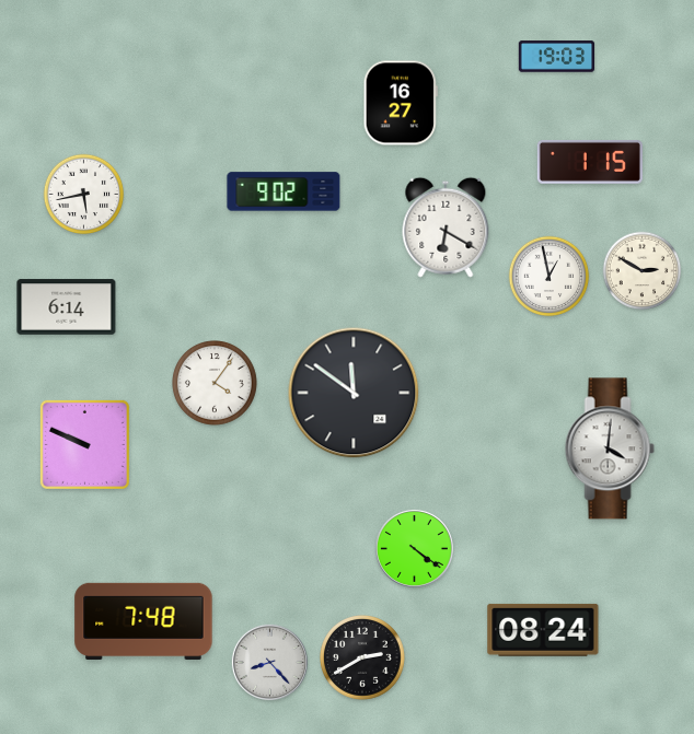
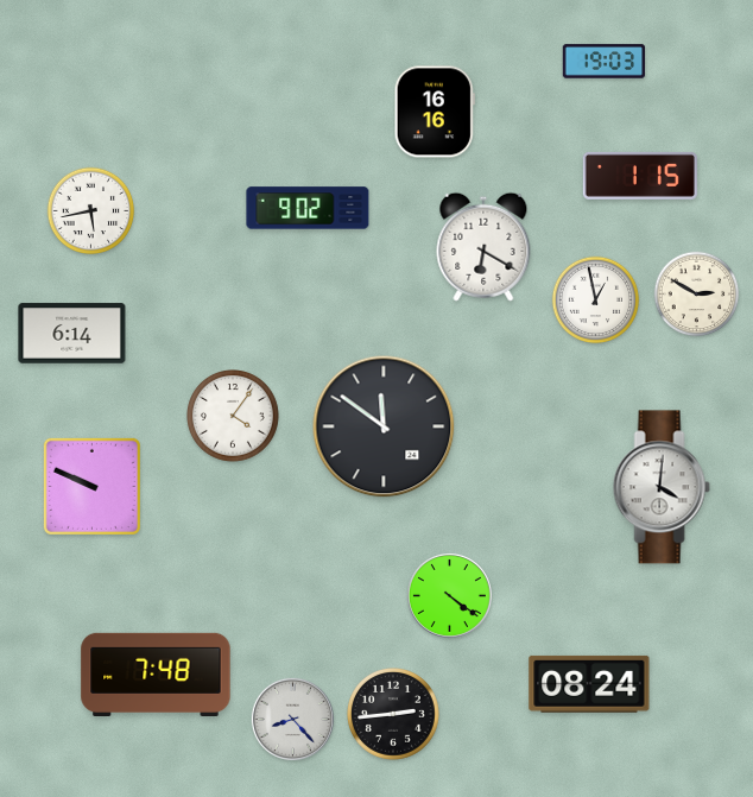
clock at (401, 103): 16:27 -> 16:16
clock at (84, 444) position: (84, 444) -> (91, 486)
clock at (363, 659): 2:40 -> 2:44
